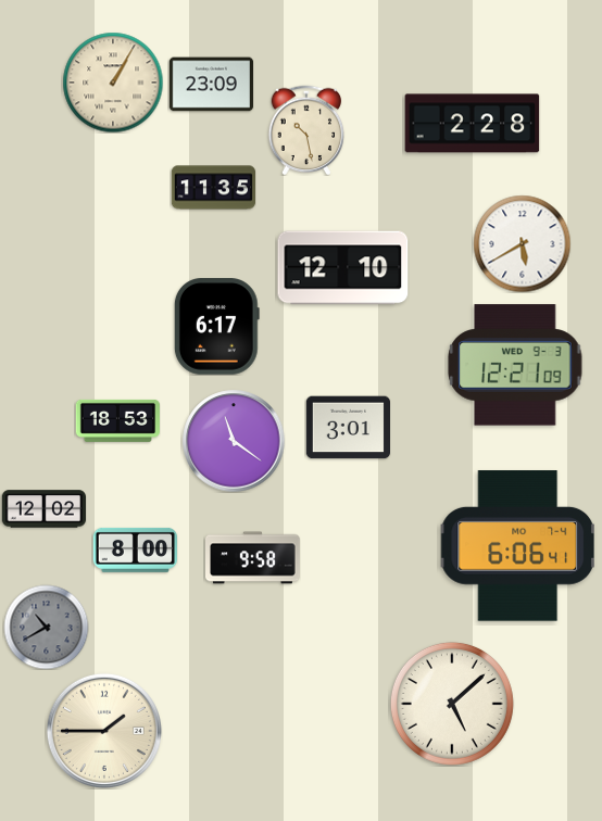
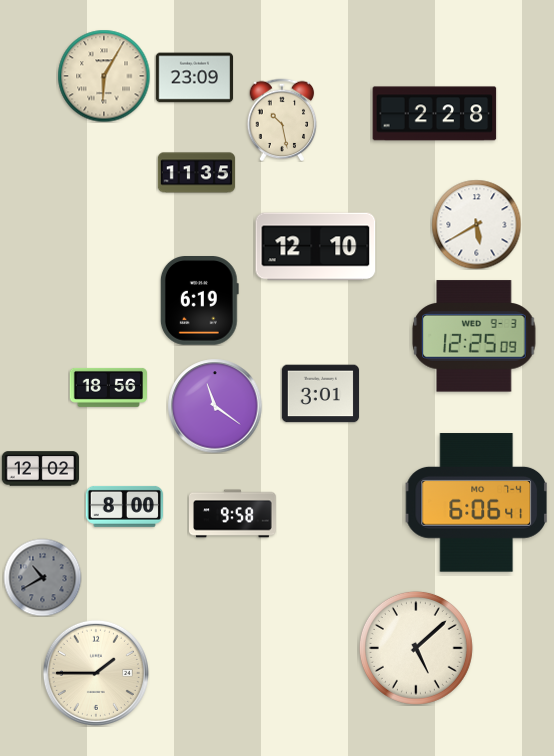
clock at (113, 83): 1:05 -> 6:05
clock at (522, 243) position: (522, 243) -> (476, 224)
clock at (216, 327): 6:17 -> 6:19
clock at (515, 365): 12:21 -> 12:25
clock at (117, 420): 18:53 -> 18:56
